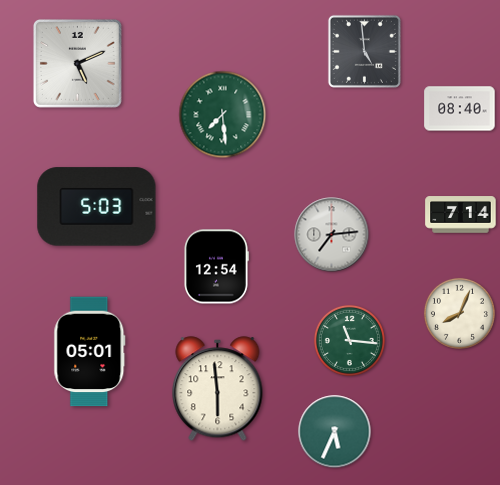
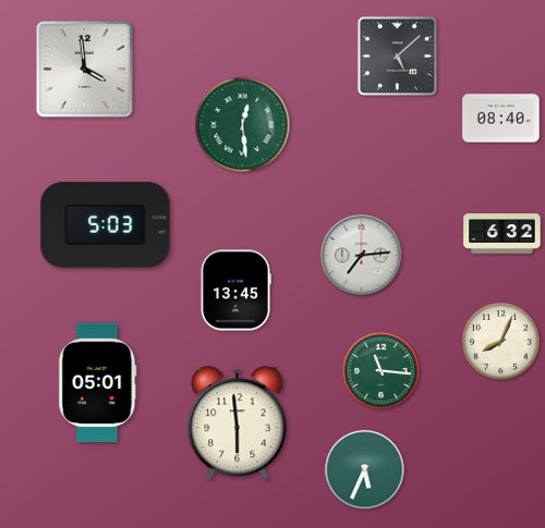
clock at (364, 51): 4:59 -> 5:08
clock at (77, 63): 5:11 -> 3:59
clock at (223, 115): 7:29 -> 12:29
clock at (461, 215): 7:14 -> 6:32
clock at (216, 267): 12:54 -> 13:45
